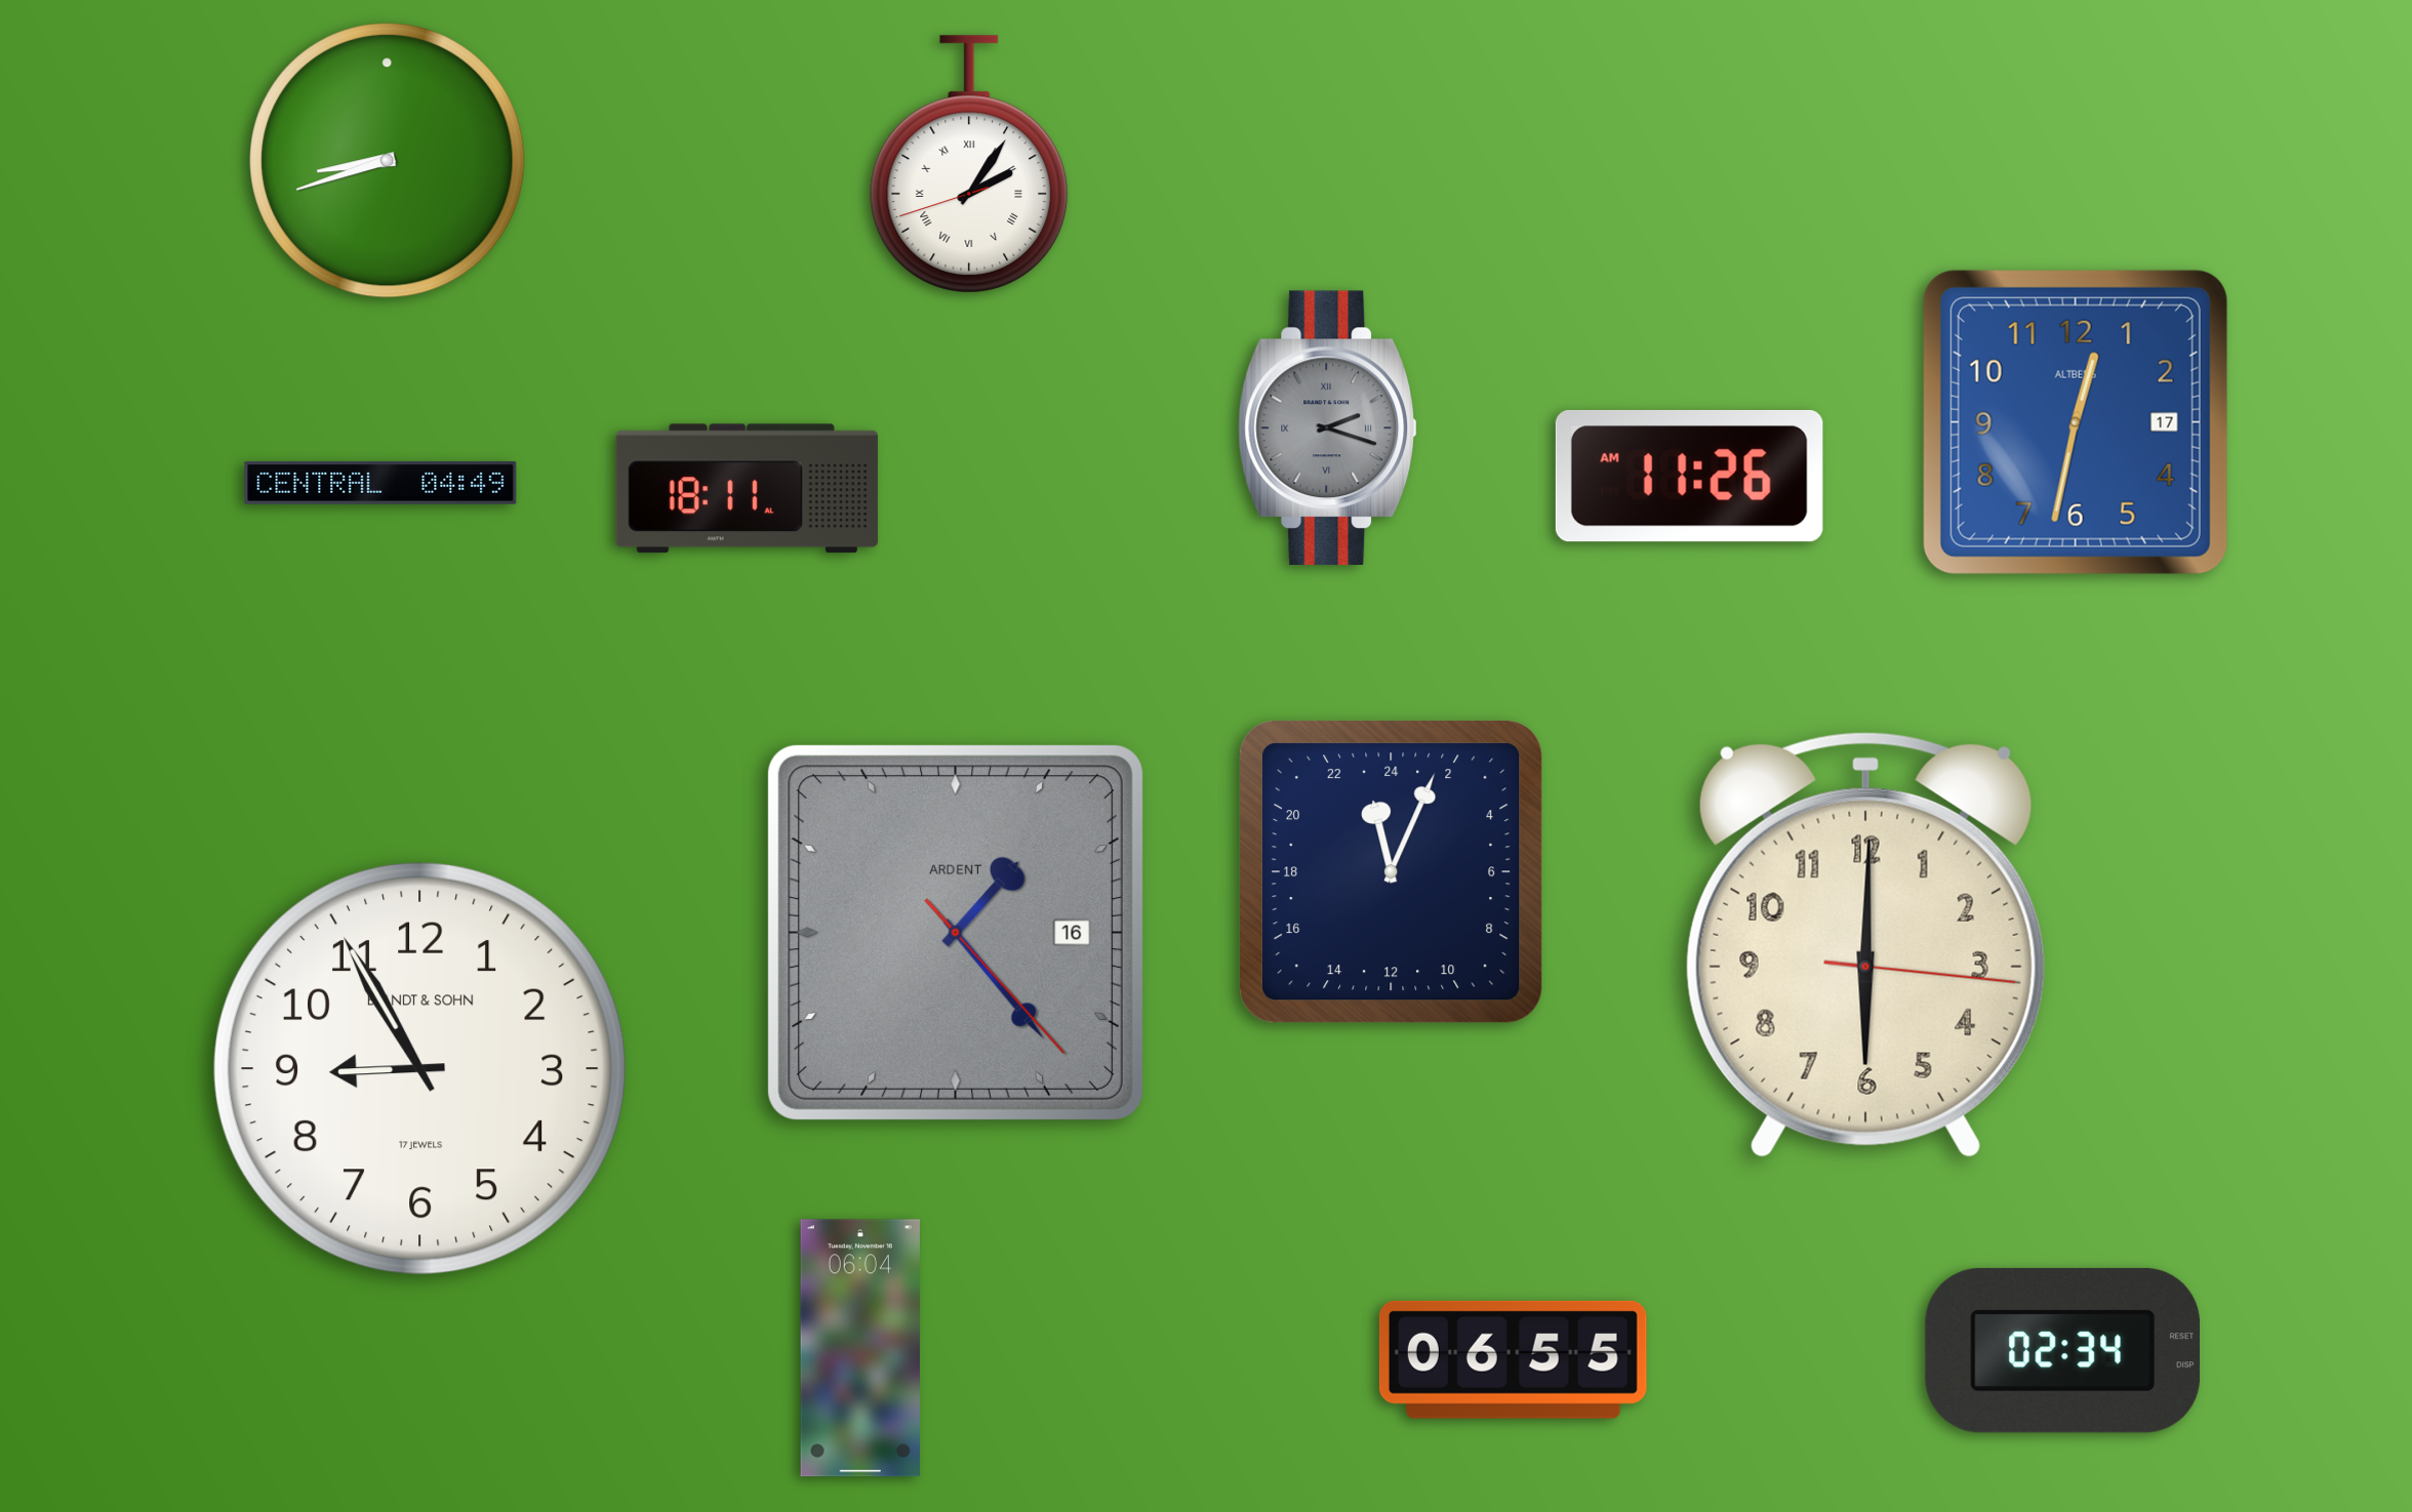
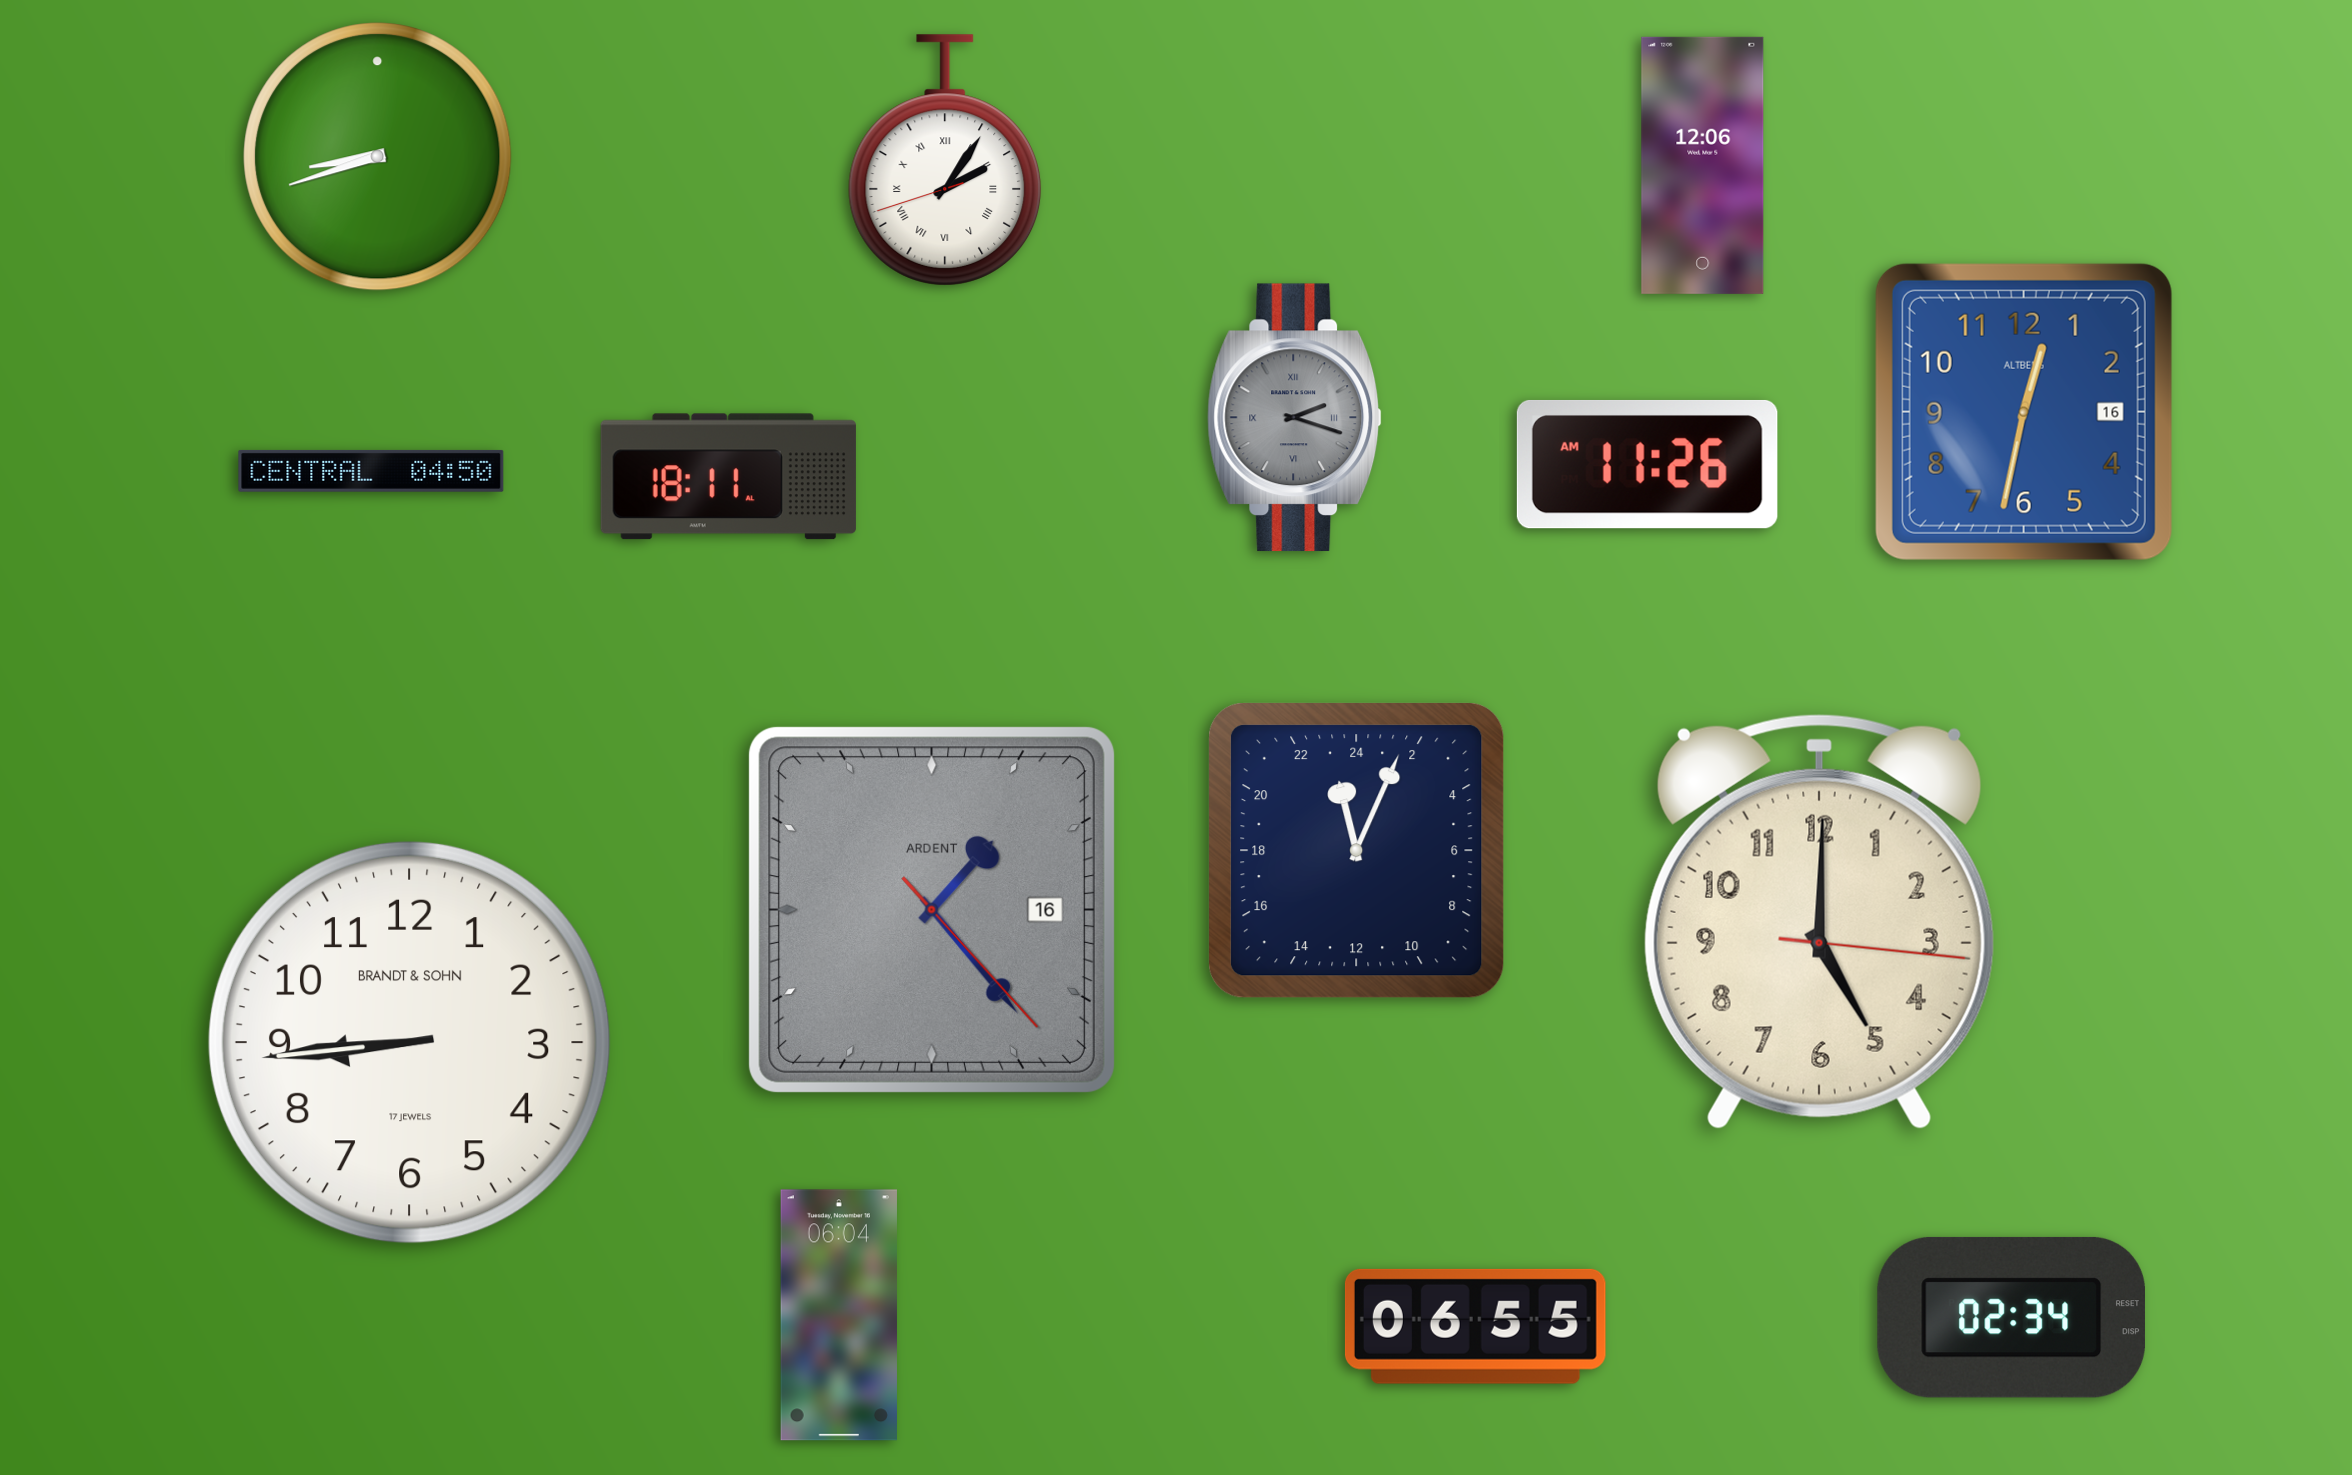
clock at (1703, 165): none -> 12:06
clock at (2076, 422) date: 17 -> 16
clock at (380, 483): 04:49 -> 04:50
clock at (1865, 944): 6:00 -> 5:00
clock at (419, 1068): 8:55 -> 8:44
